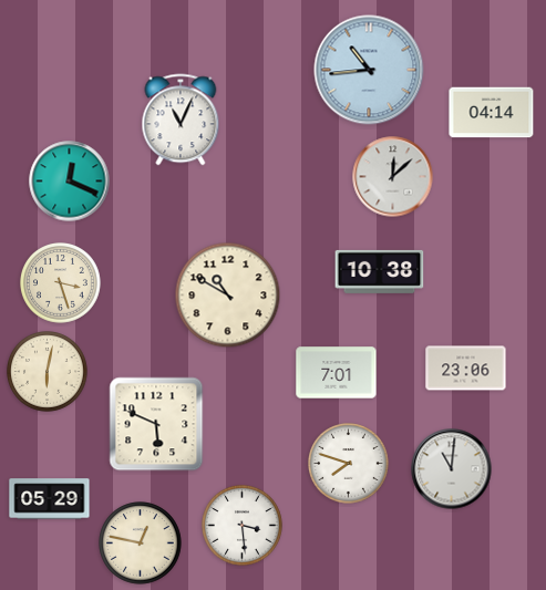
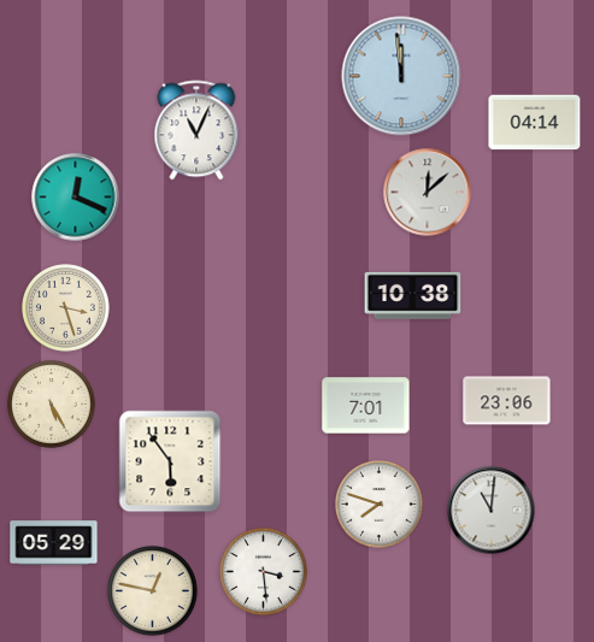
clock at (369, 70): 10:44 -> 11:59
clock at (228, 296): 10:50 -> none
clock at (48, 372): 6:02 -> 5:25
clock at (156, 424): 5:49 -> 5:54
